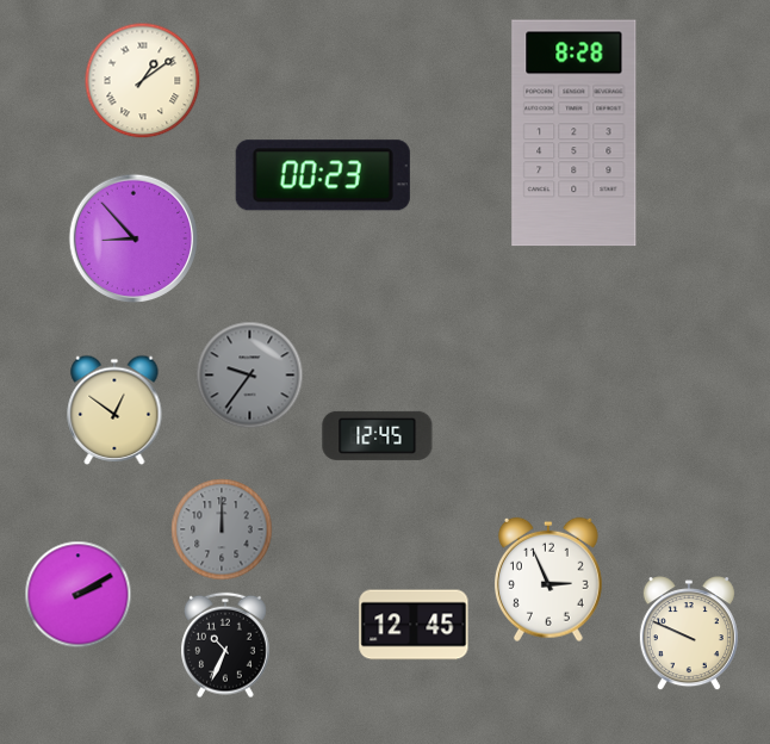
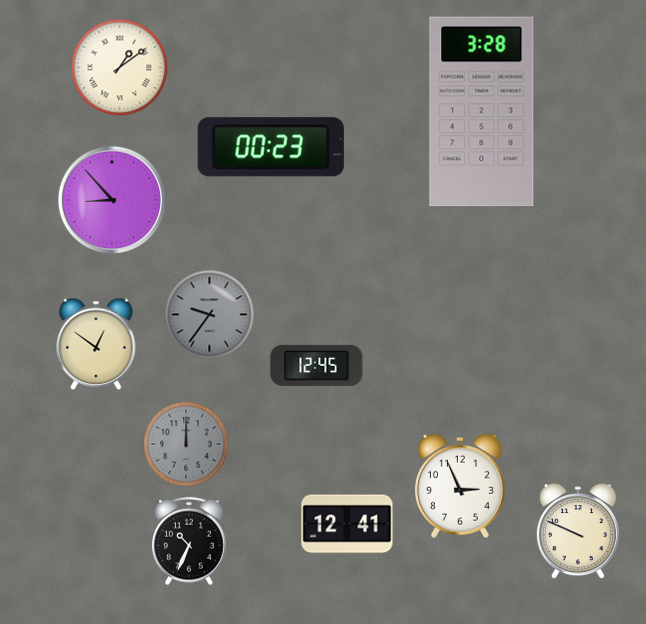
clock at (575, 134): 8:28 -> 3:28
clock at (79, 595): 2:10 -> none
clock at (414, 625): 12:45 -> 12:41
